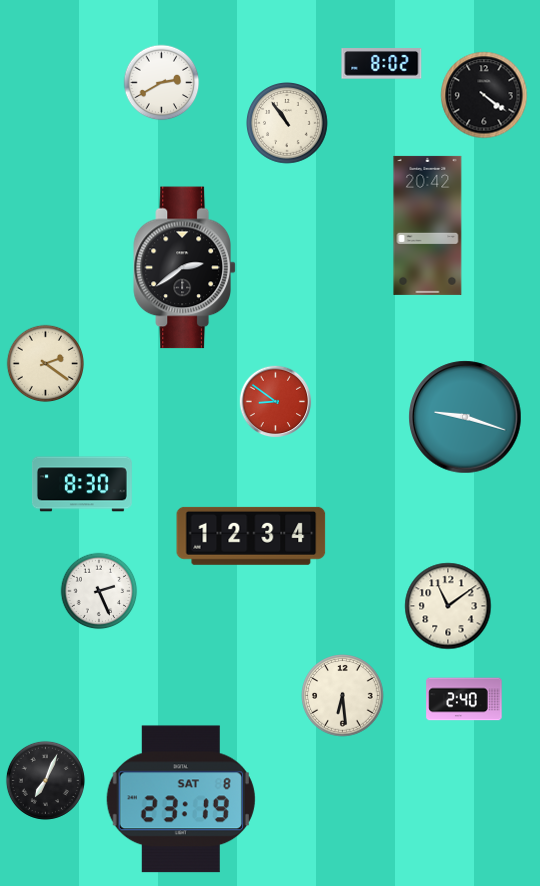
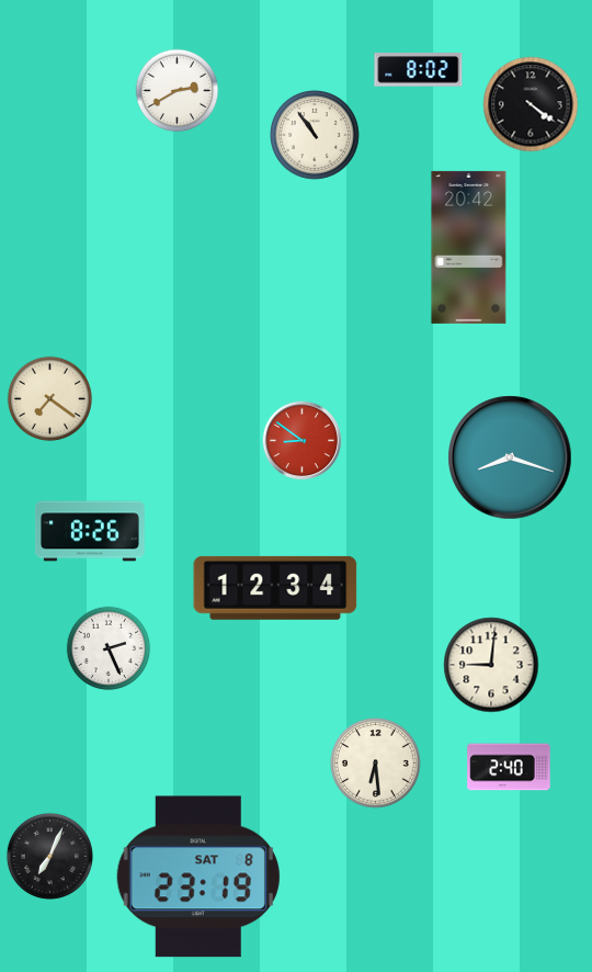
clock at (184, 268): 2:39 -> none
clock at (46, 364): 2:21 -> 7:21
clock at (465, 417): 9:18 -> 8:18
clock at (82, 484): 8:30 -> 8:26
clock at (448, 606): 11:09 -> 9:01
